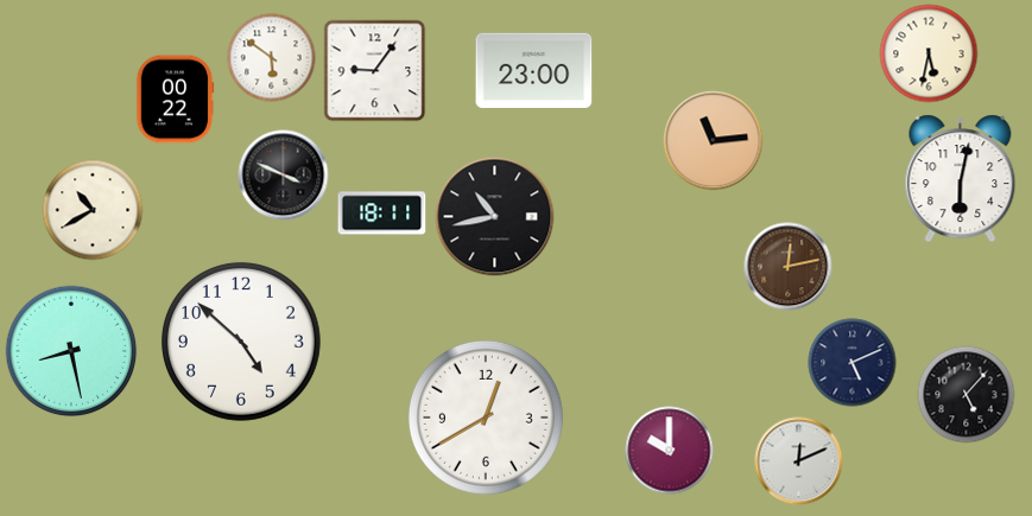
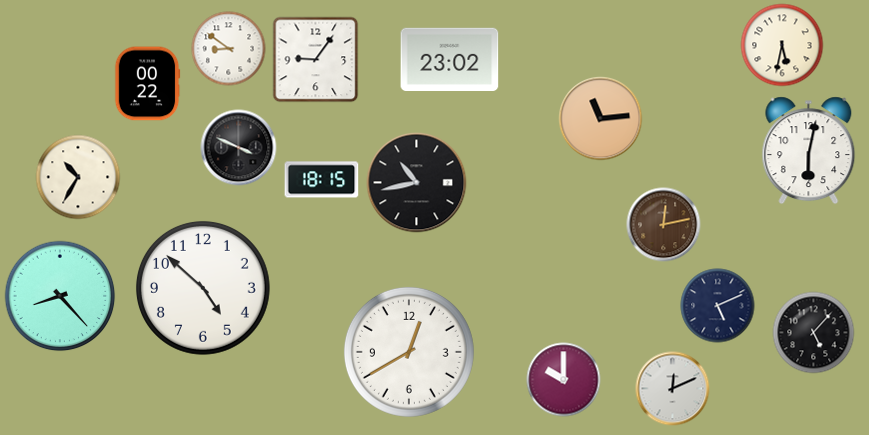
clock at (272, 58): 5:51 -> 8:51
clock at (534, 70): 23:00 -> 23:02
clock at (93, 210): 10:40 -> 10:35
clock at (382, 214): 18:11 -> 18:15
clock at (71, 351): 8:28 -> 8:23
